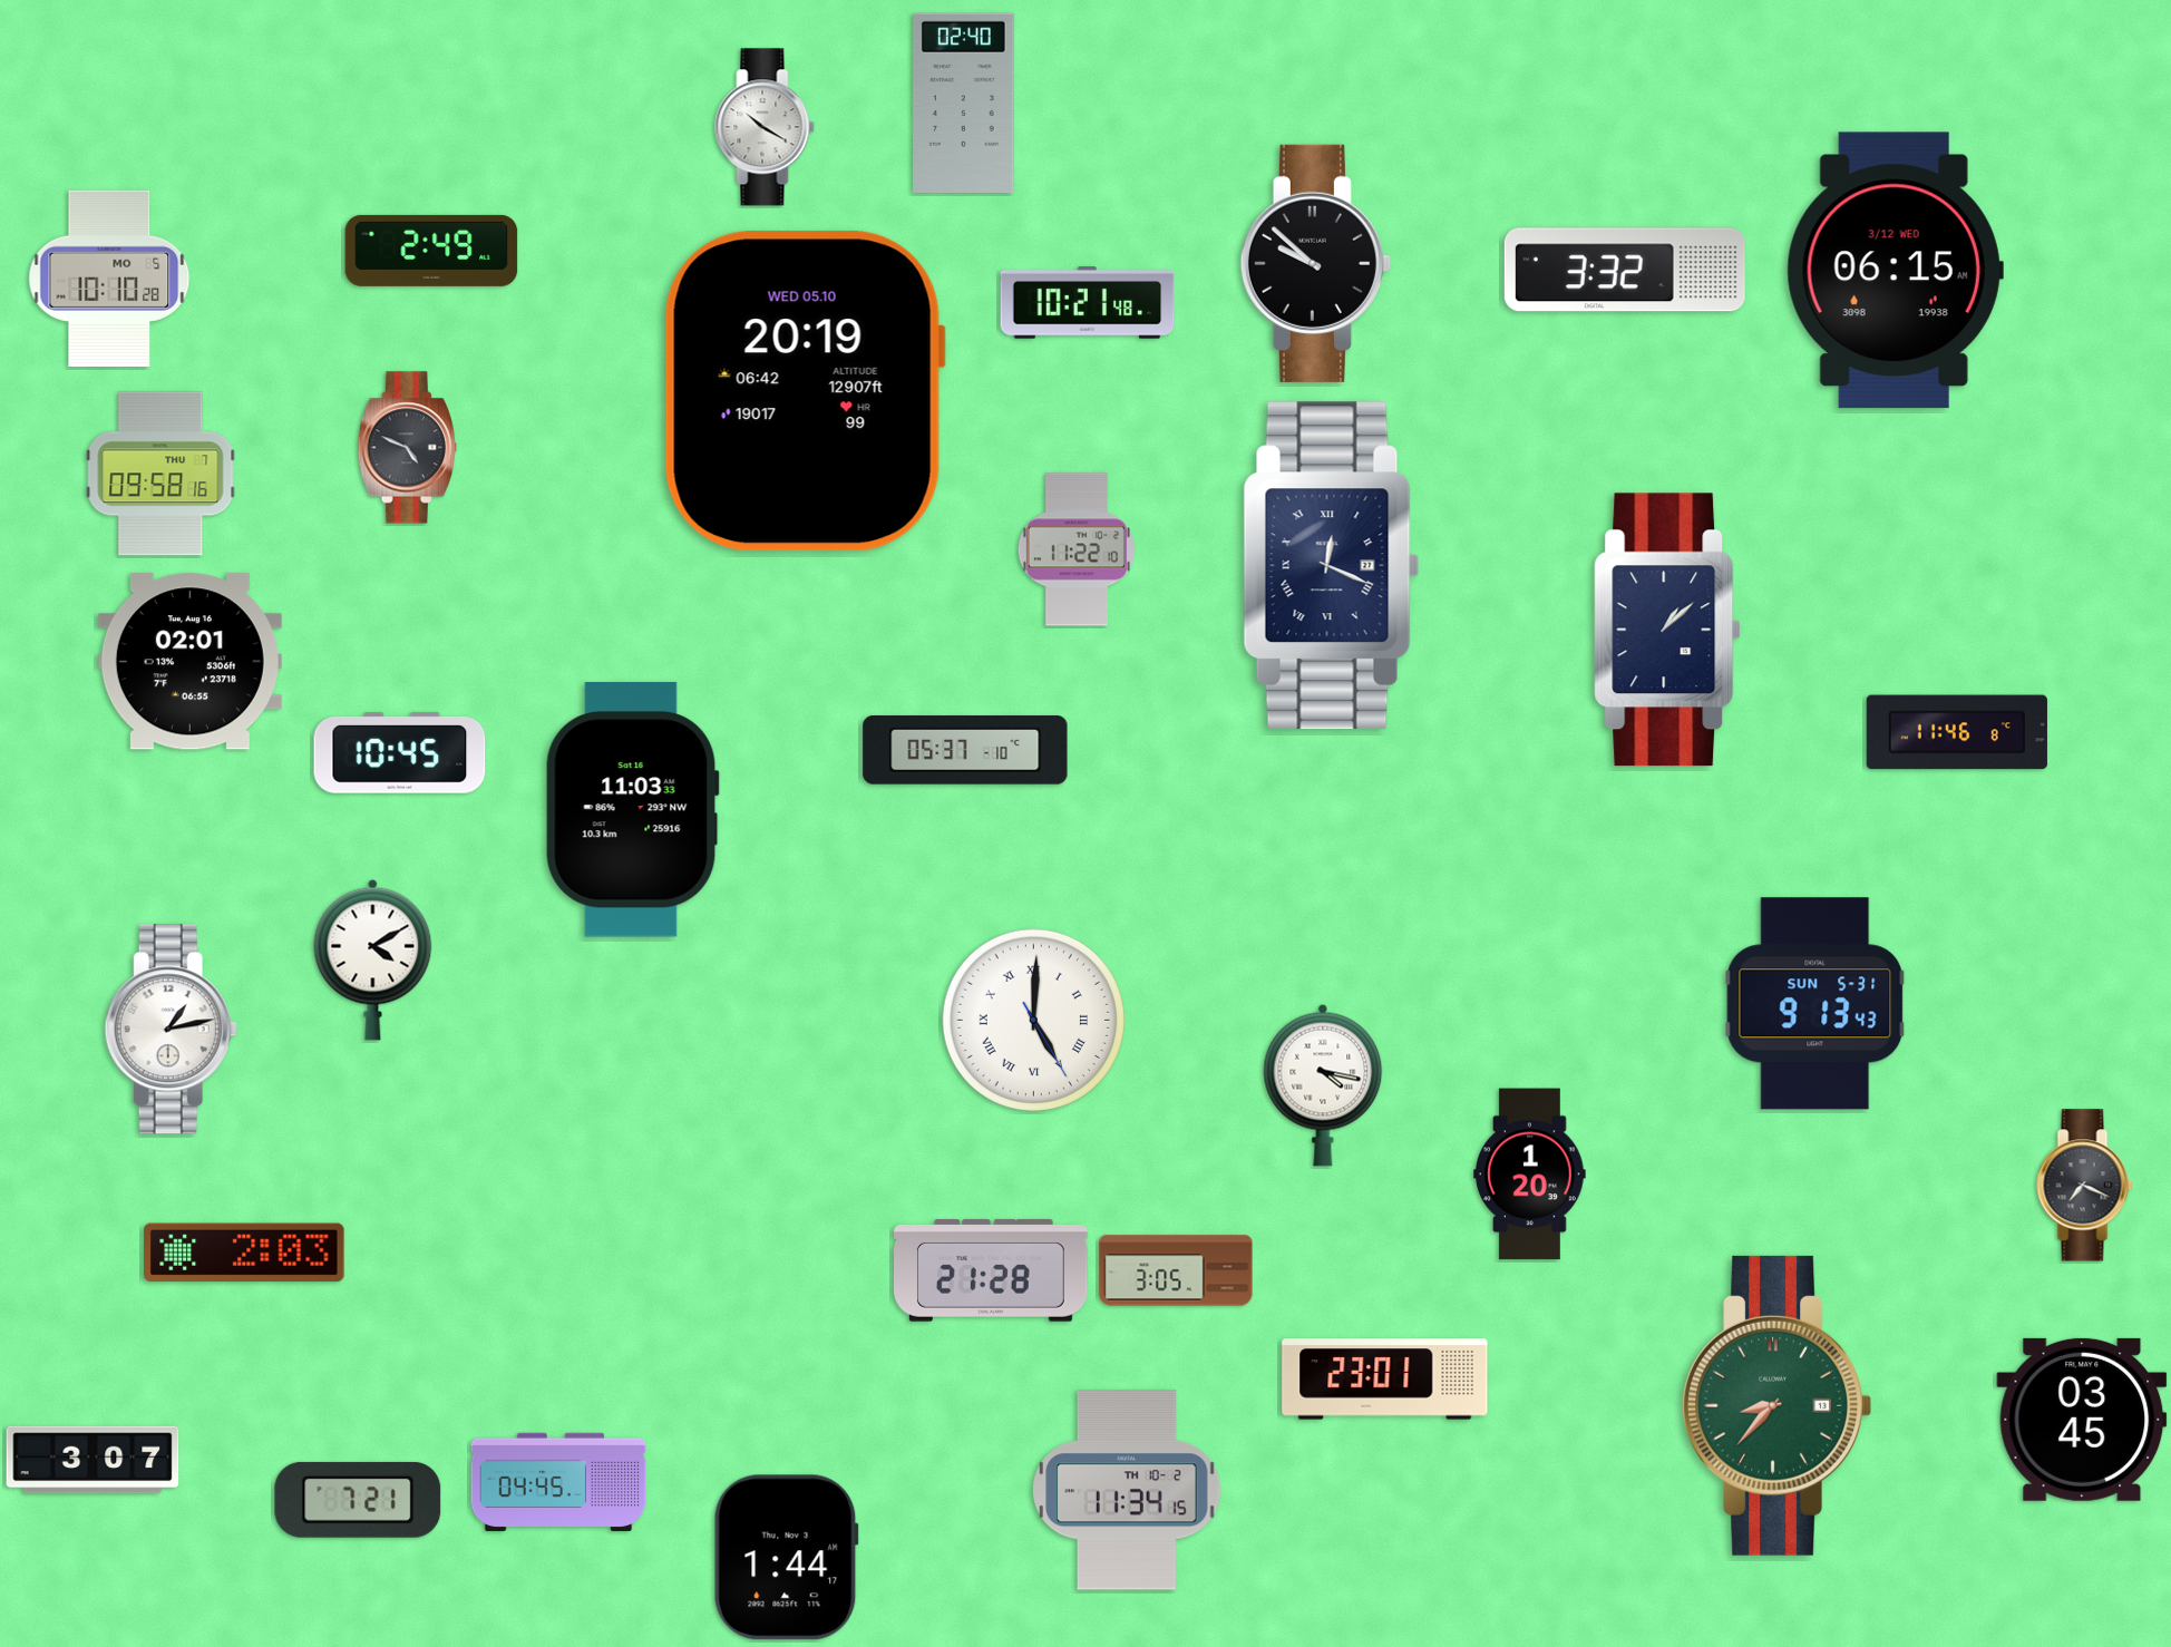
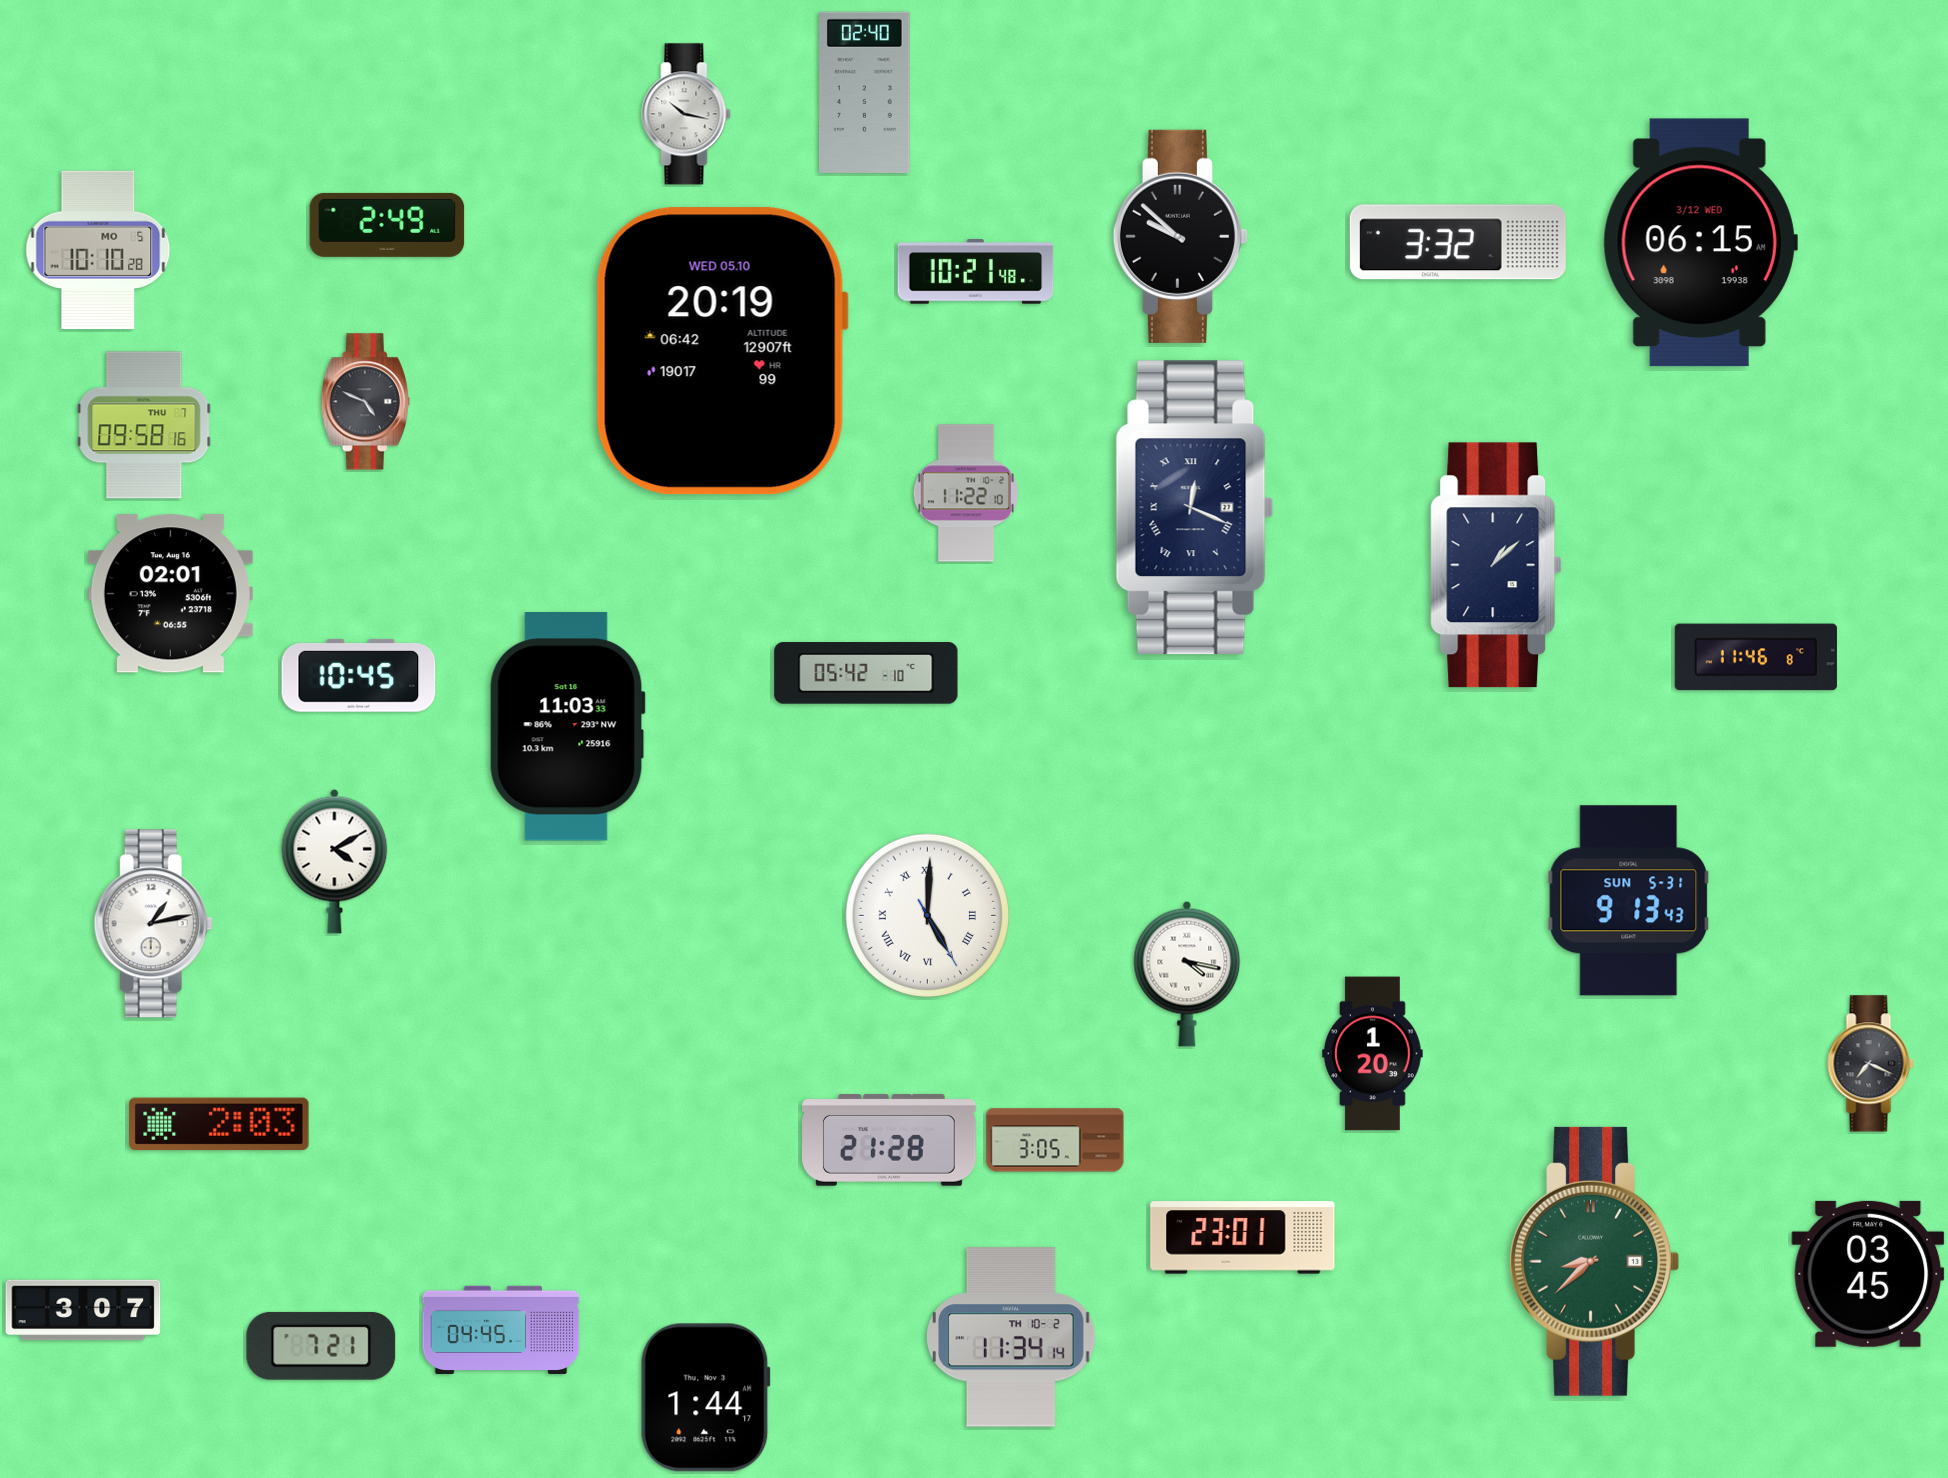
clock at (765, 127): 10:20 -> 10:17
clock at (965, 750): 05:37 -> 05:42
clock at (1776, 1405): 8:37 -> 8:38
clock at (1127, 1490): 11:34:15 -> 11:34:14
